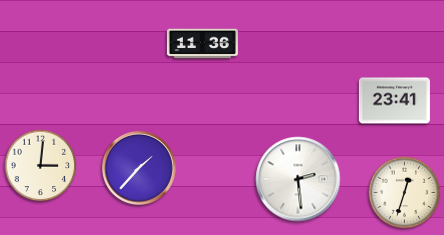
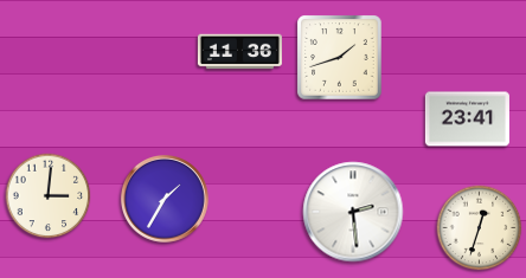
clock at (340, 58): none -> 1:42
clock at (139, 168): 1:37 -> 1:35
